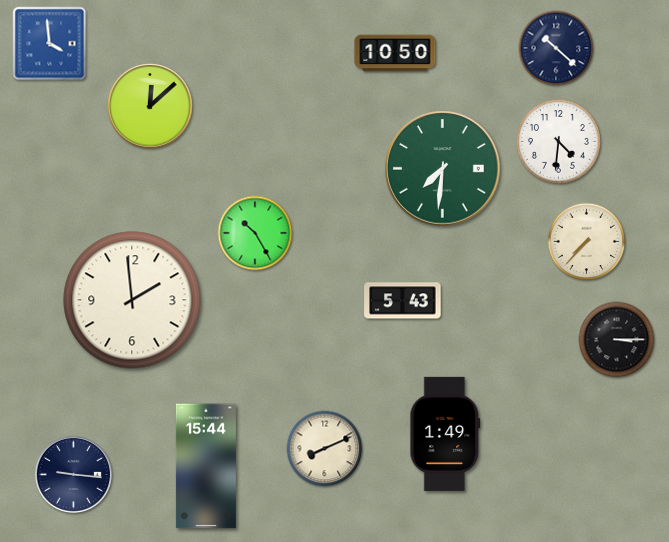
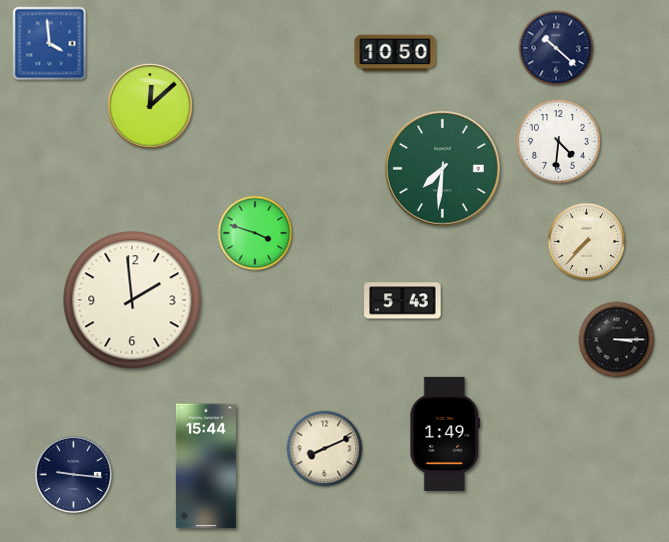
clock at (255, 233): 10:25 -> 3:48
